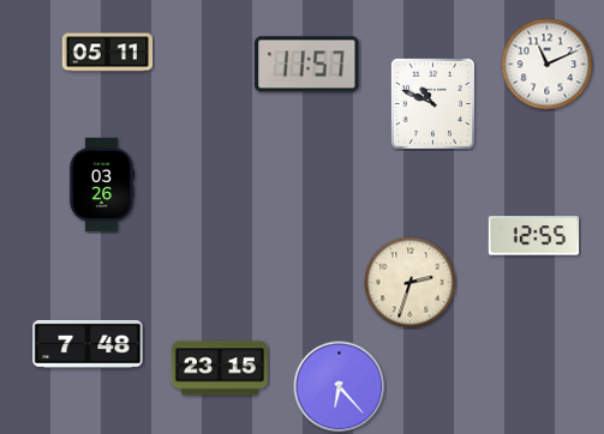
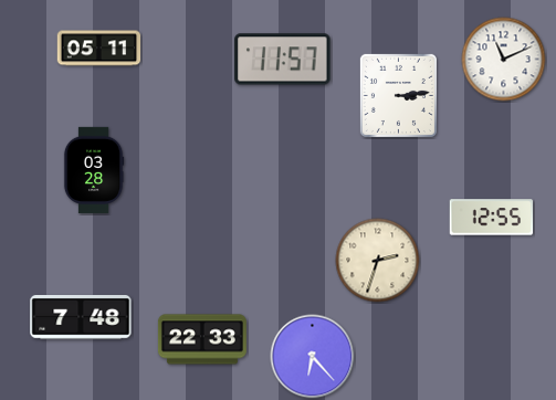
clock at (432, 103): 10:49 -> 3:14
clock at (102, 185): 03:26 -> 03:28
clock at (220, 368): 23:15 -> 22:33
